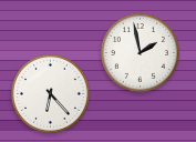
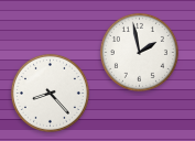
clock at (50, 93): 6:23 -> 8:23
